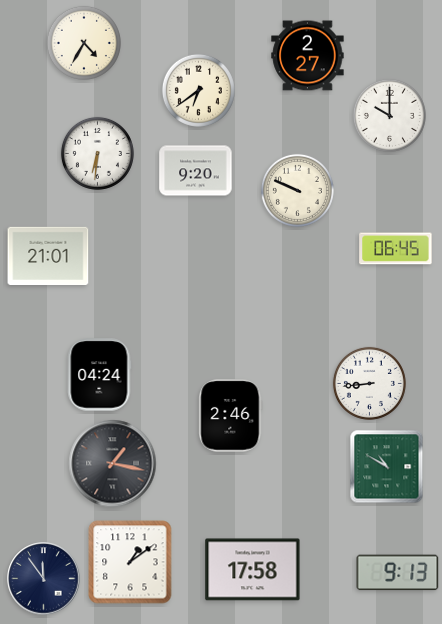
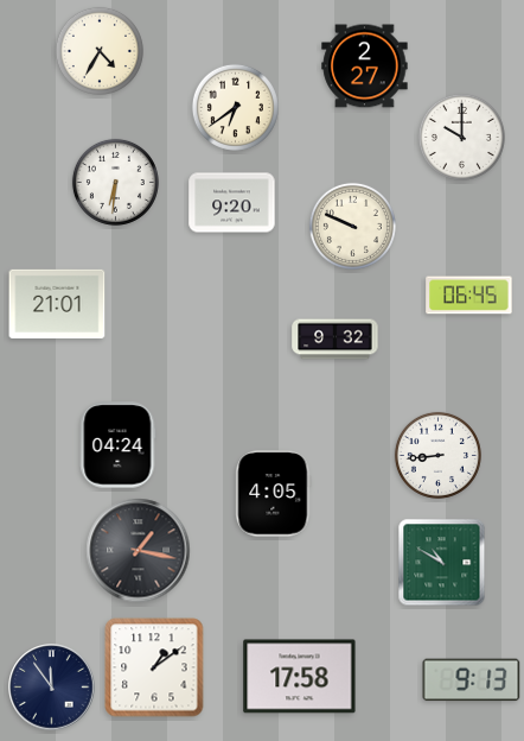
clock at (336, 340): none -> 9:32
clock at (231, 416): 2:46 -> 4:05
clock at (113, 464) position: (113, 464) -> (139, 551)
clock at (387, 467) position: (387, 467) -> (442, 563)
